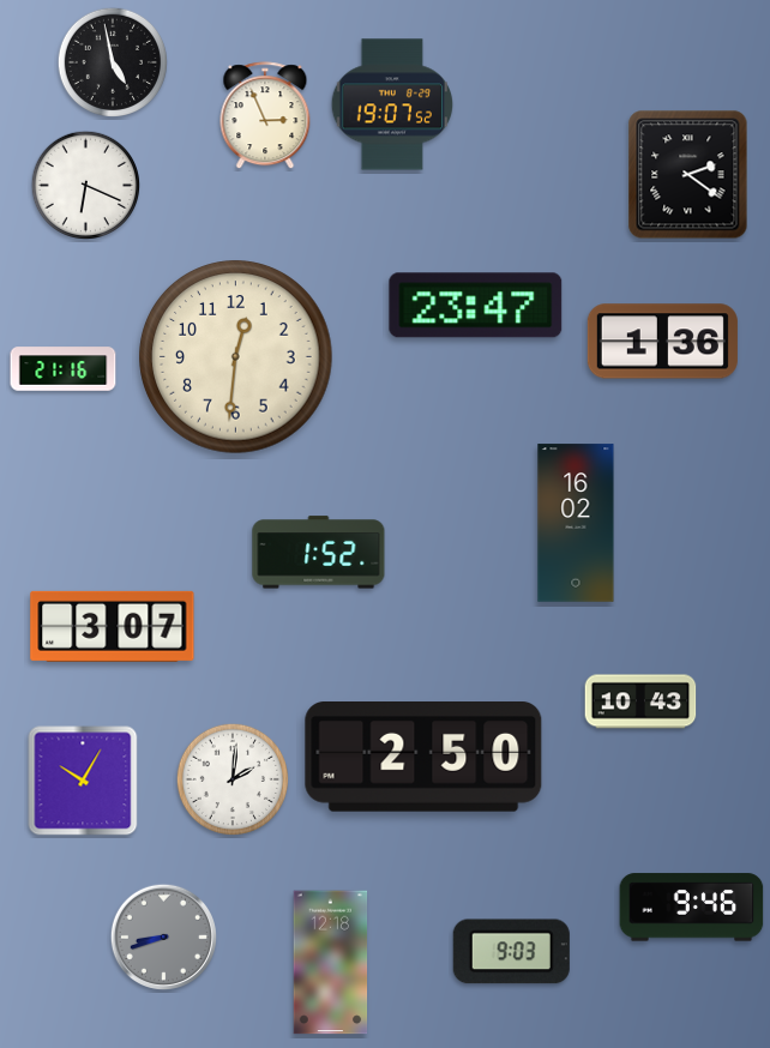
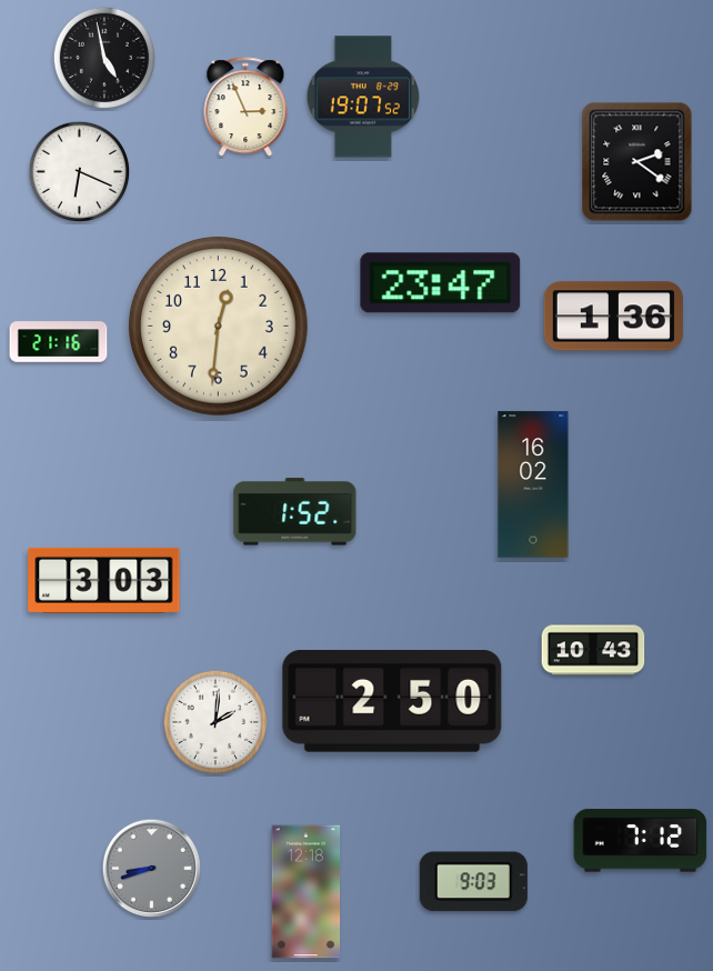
clock at (236, 357) position: (236, 357) -> (219, 327)
clock at (113, 626): 3:07 -> 3:03
clock at (83, 781): 10:05 -> none
clock at (692, 908): 9:46 -> 7:12
